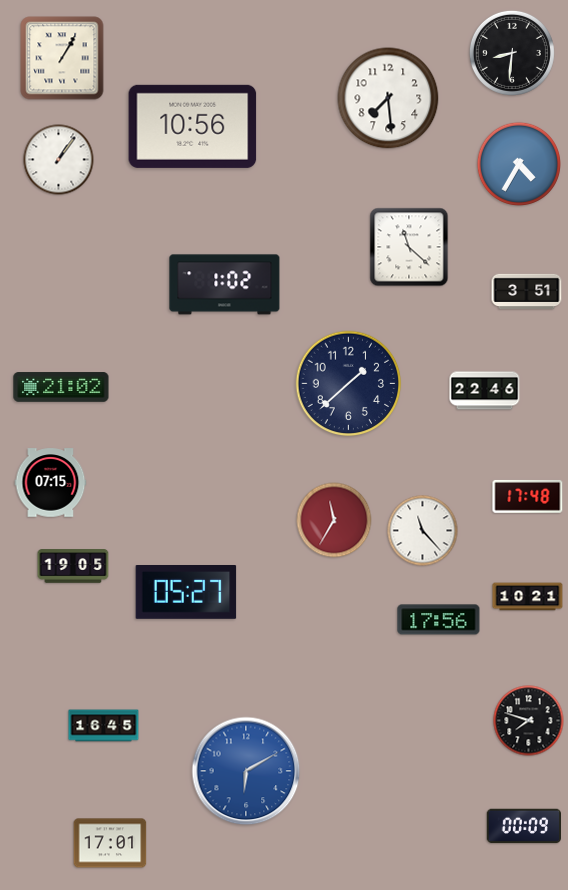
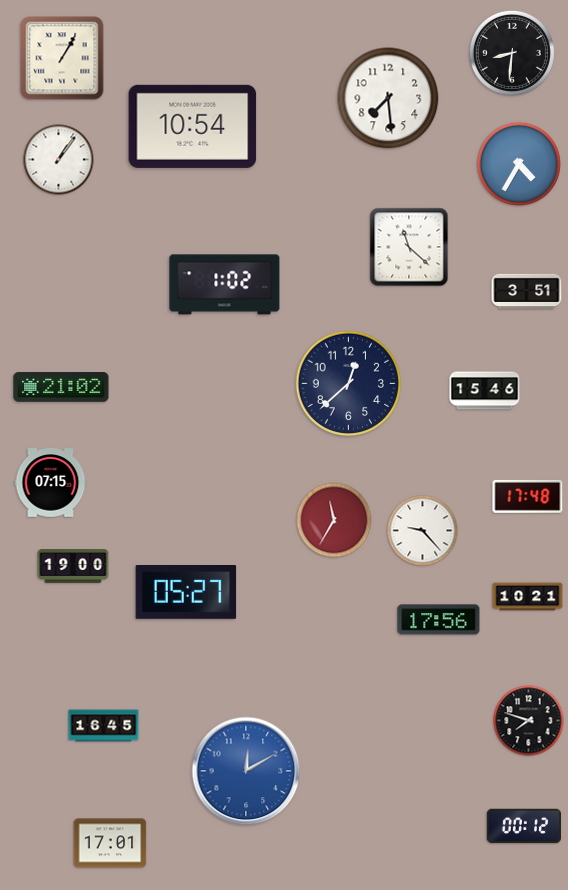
clock at (193, 126): 10:56 -> 10:54
clock at (349, 384): 1:38 -> 12:38
clock at (485, 391): 22:46 -> 15:46
clock at (423, 531): 11:23 -> 9:23
clock at (73, 566): 19:05 -> 19:00
clock at (246, 771): 6:10 -> 12:10
clock at (524, 826): 00:09 -> 00:12
